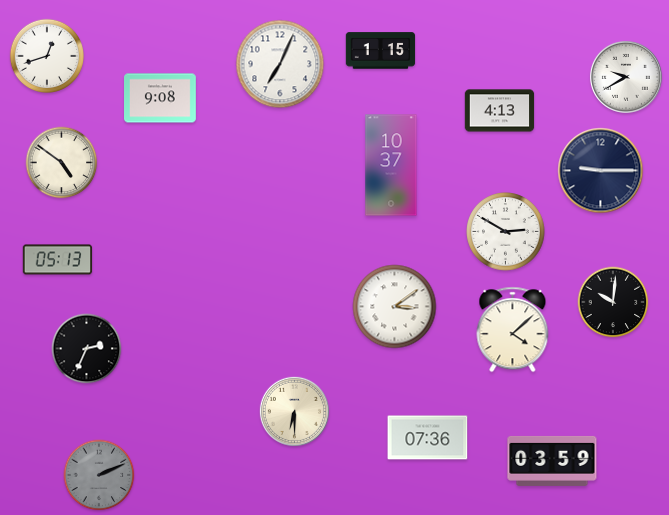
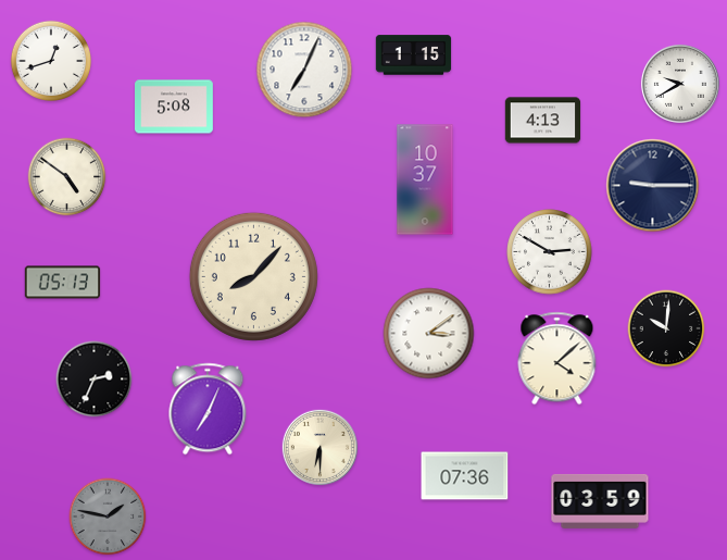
clock at (161, 98): 9:08 -> 5:08
clock at (253, 276): none -> 8:07
clock at (208, 409): none -> 7:04
clock at (99, 475): 2:11 -> 1:47
